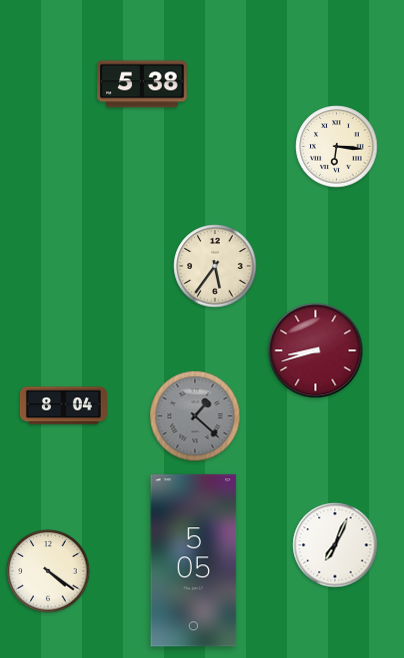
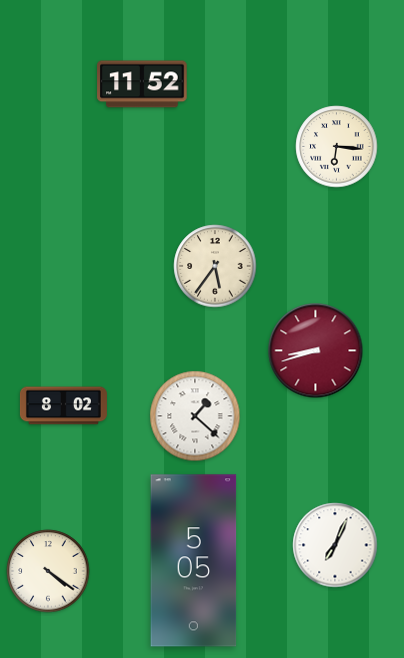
clock at (142, 84): 5:38 -> 11:52
clock at (63, 406): 8:04 -> 8:02
clock at (195, 416) dial: grey -> white
